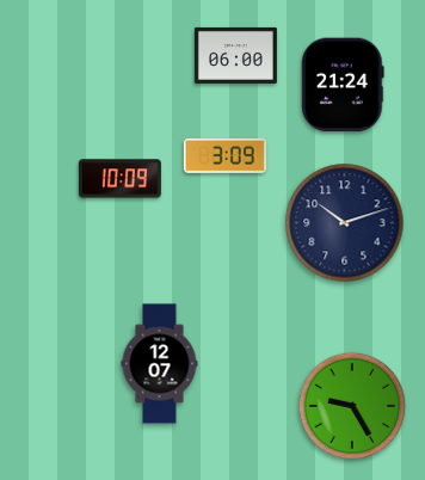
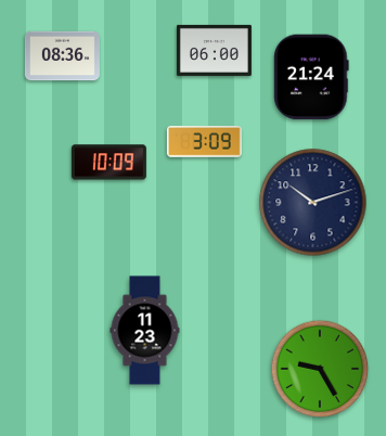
clock at (62, 56): none -> 08:36
clock at (160, 364): 12:07 -> 11:23
